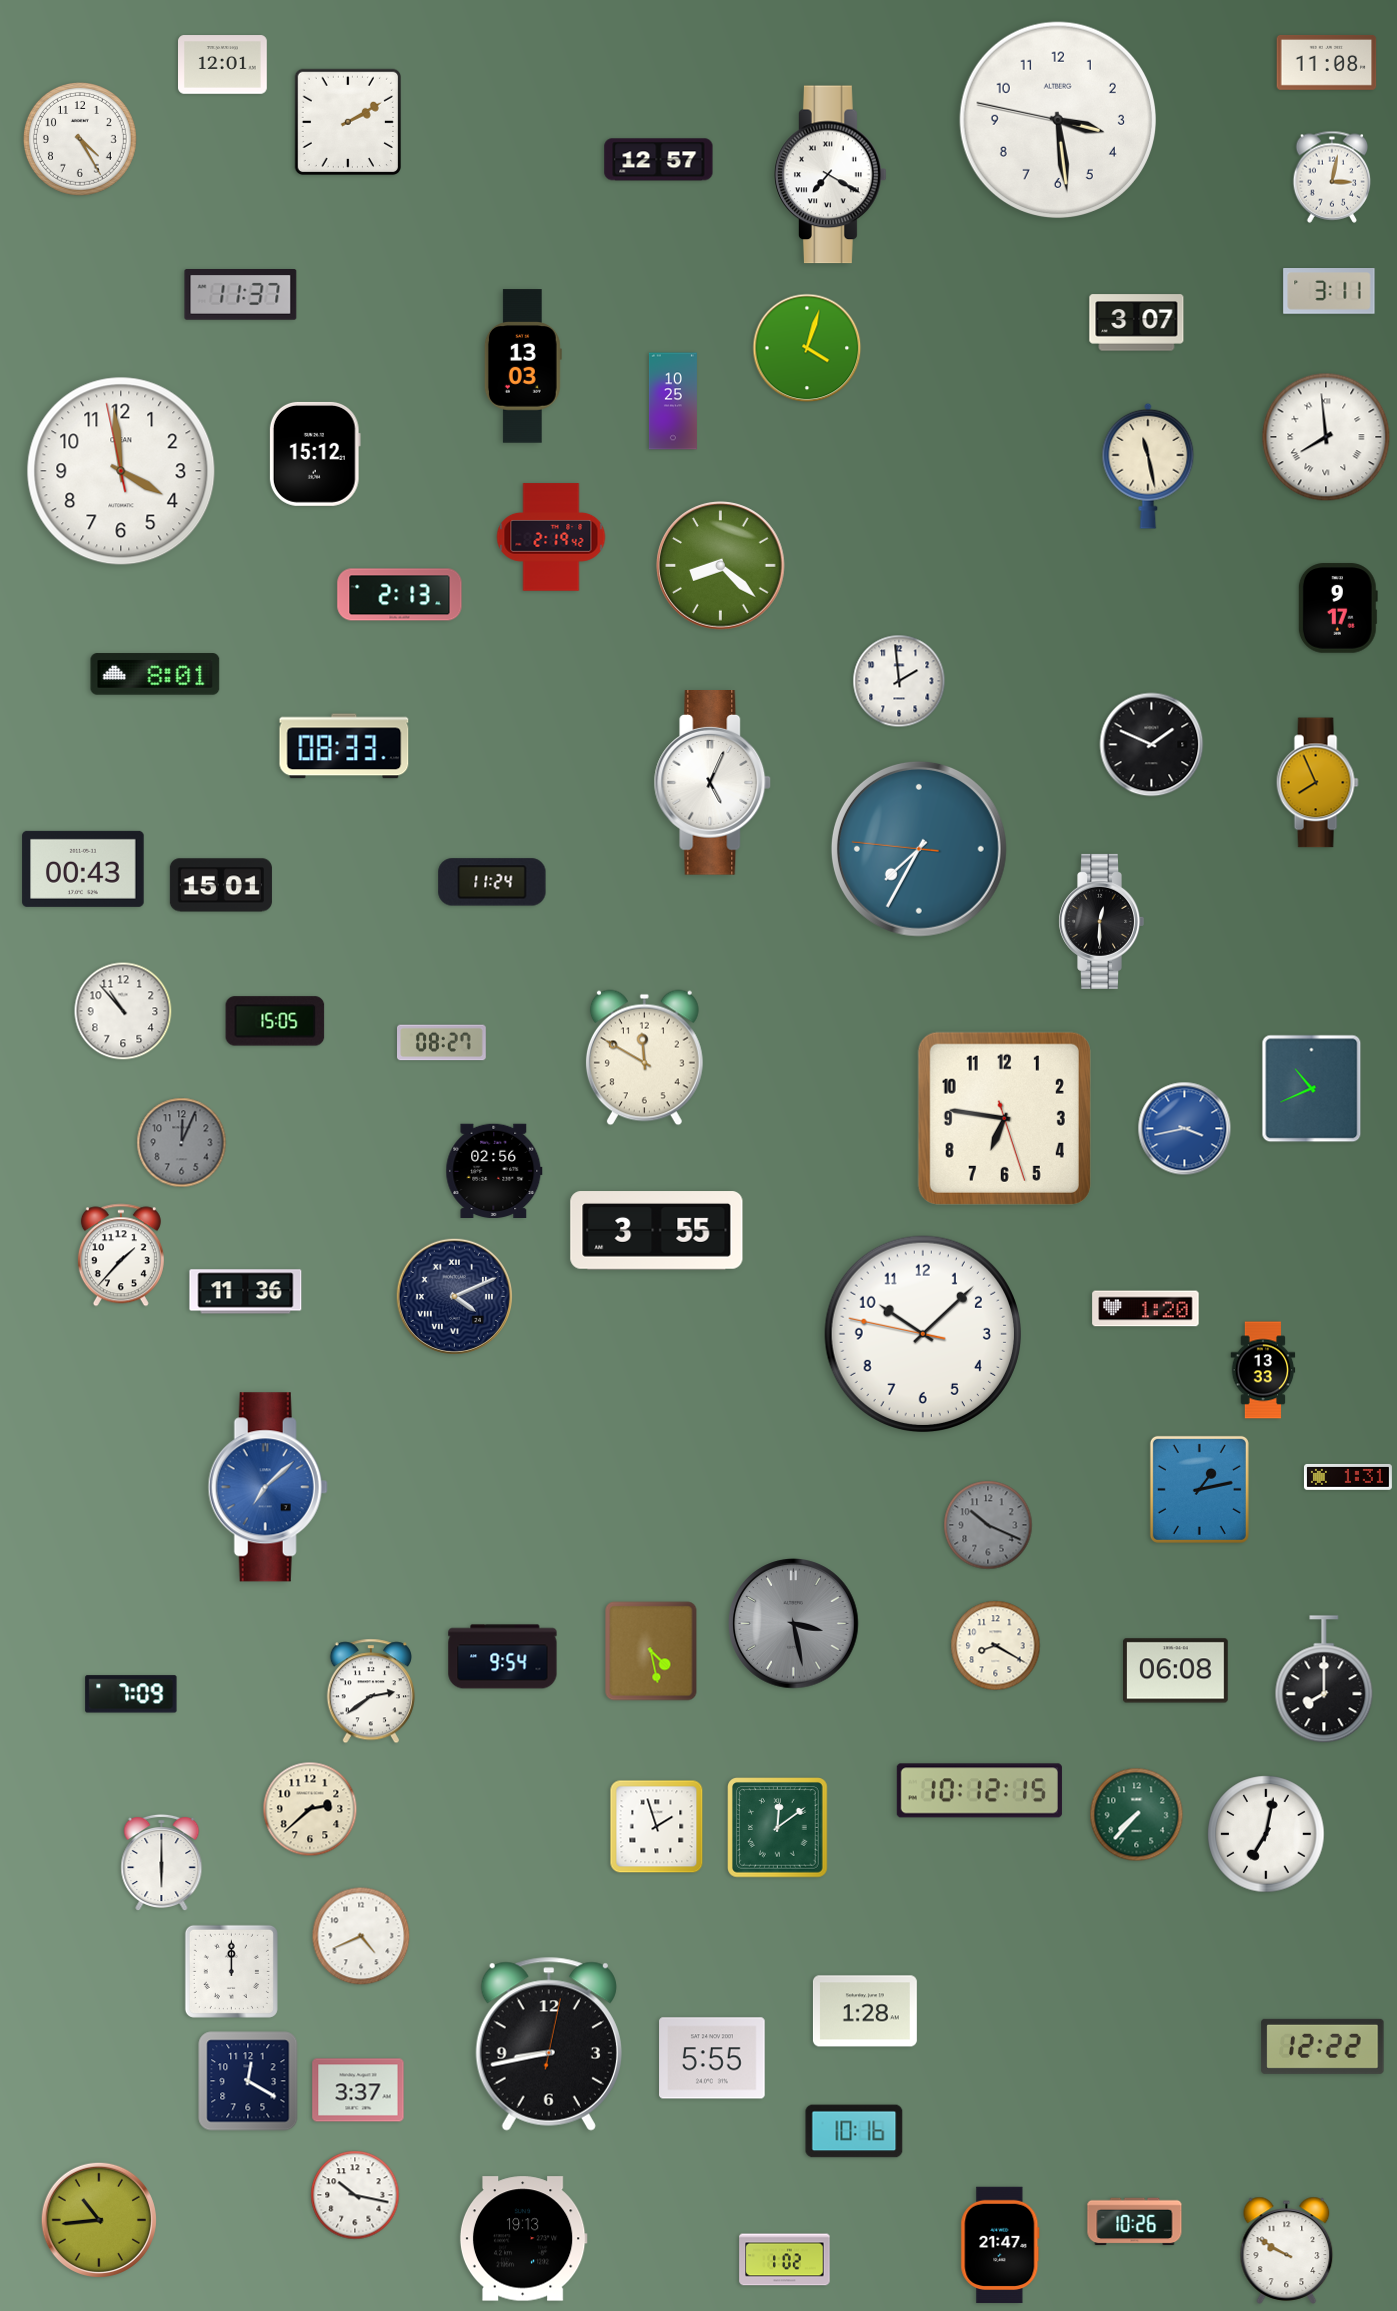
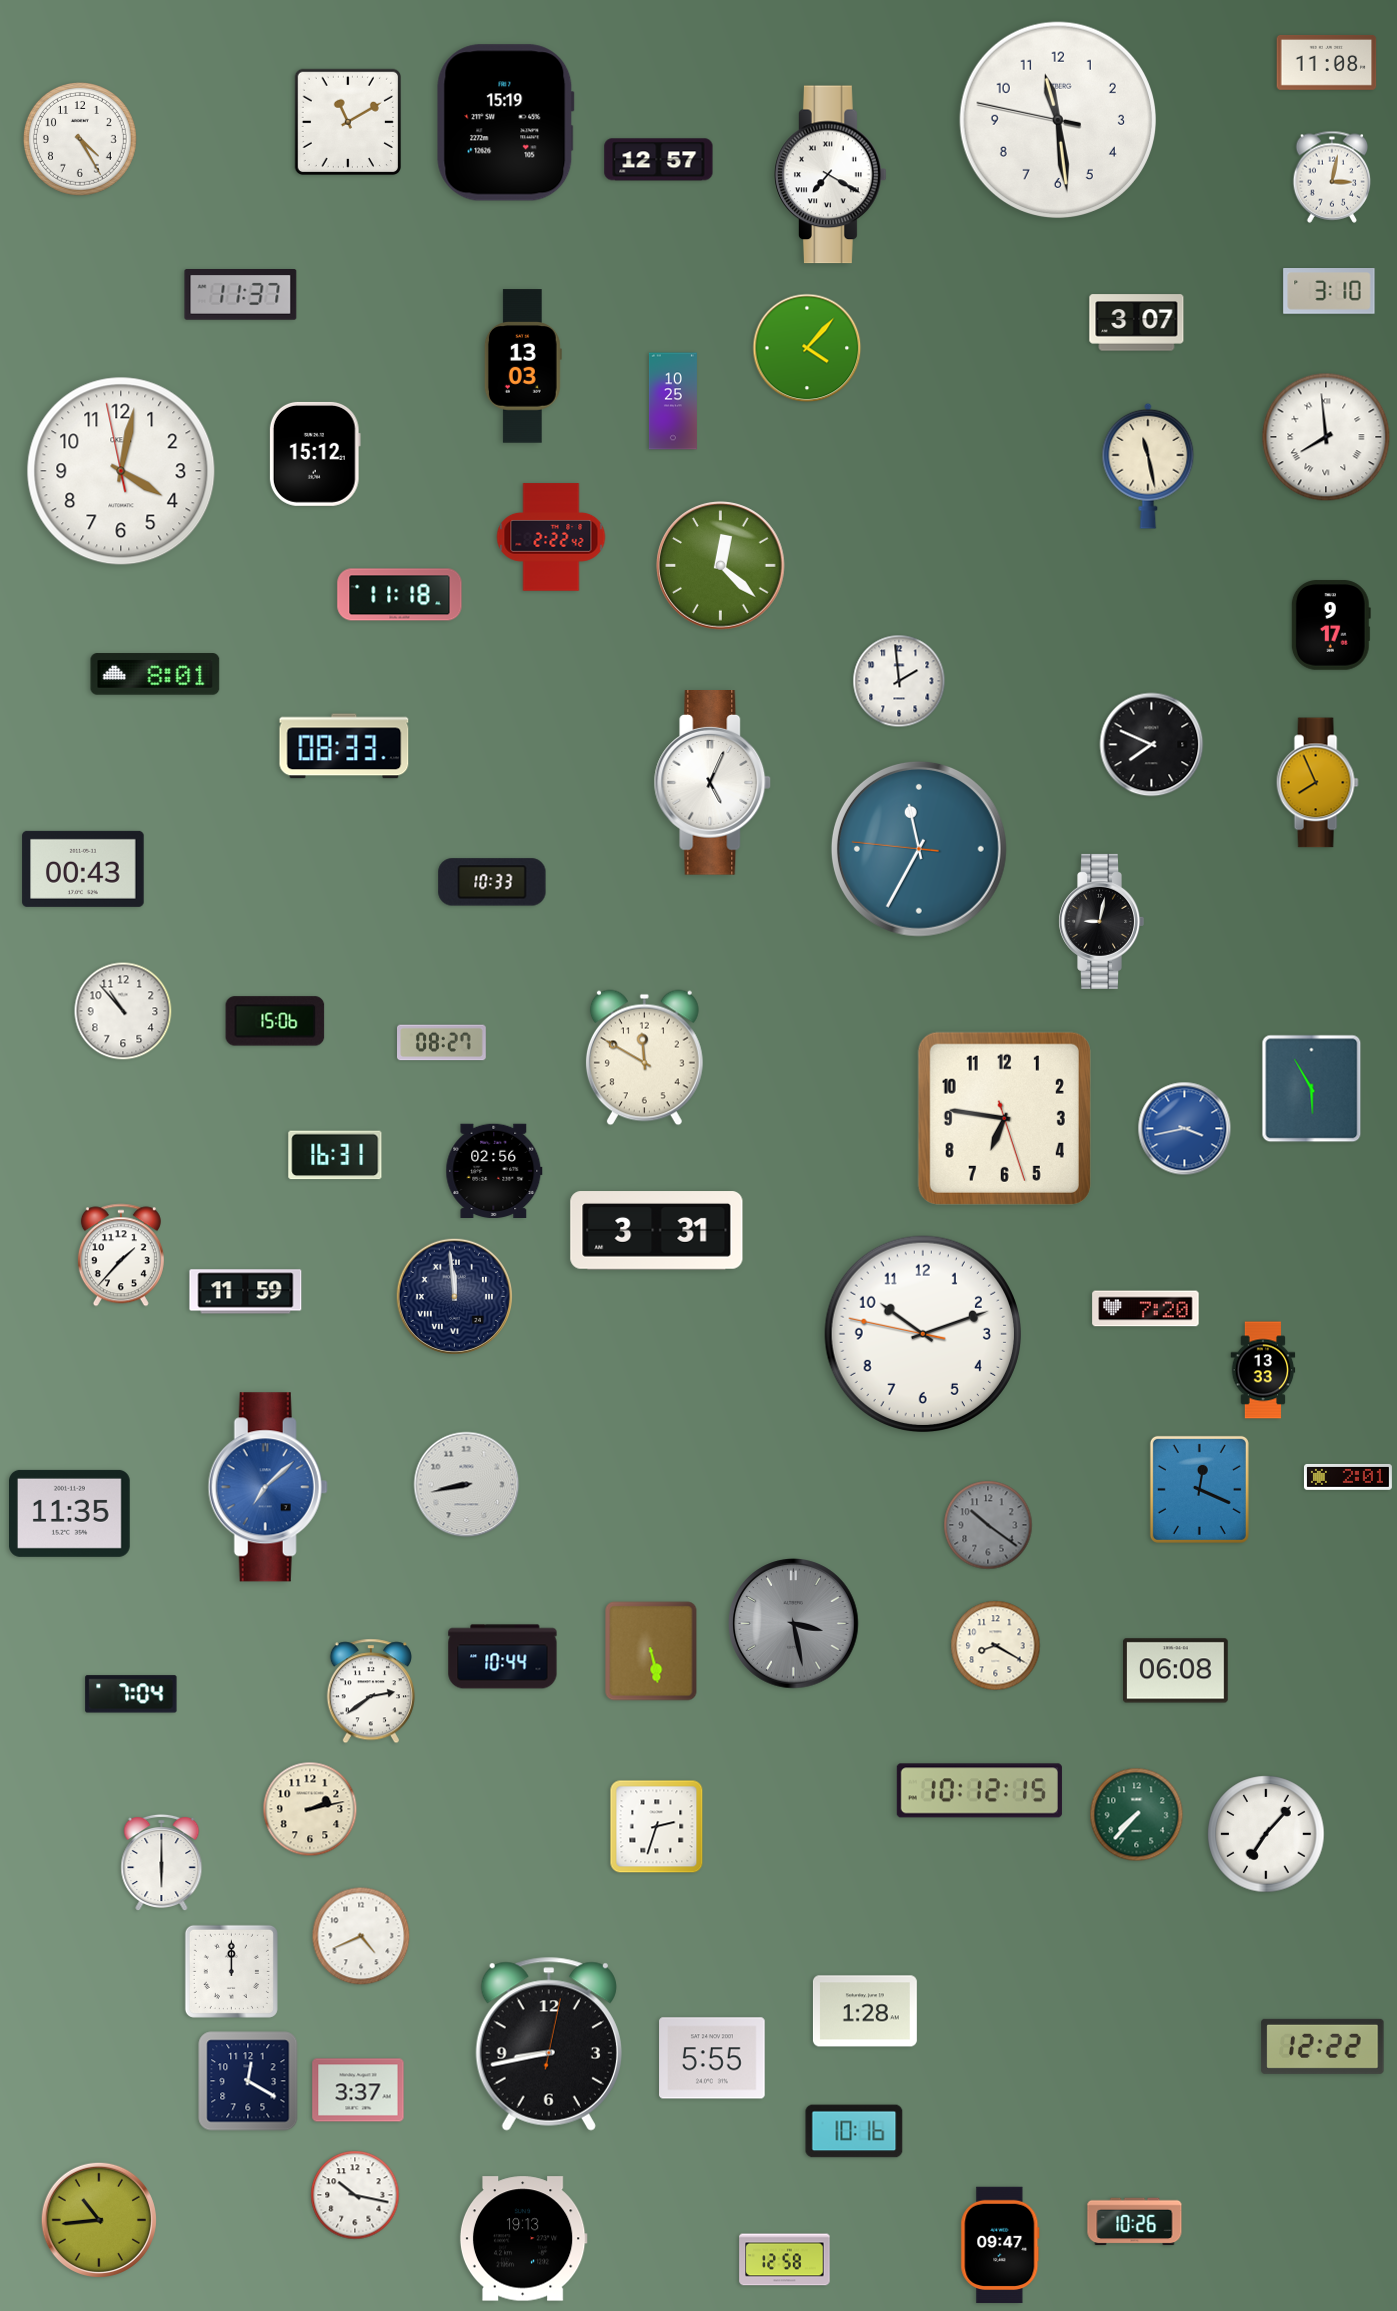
clock at (223, 65): 12:01 -> none
clock at (1057, 119): 3:28 -> 11:28
clock at (347, 121): 2:10 -> 11:10
clock at (505, 123): none -> 15:19
clock at (1329, 291): 3:11 -> 3:10
clock at (807, 348): 4:03 -> 4:07
clock at (121, 471): 3:58 -> 4:01
clock at (551, 537): 2:19 -> 2:22
clock at (721, 566): 8:22 -> 12:22
clock at (400, 595): 2:13 -> 11:18
clock at (1338, 608) position: (1338, 608) -> (1331, 625)
clock at (1152, 745): 1:49 -> 7:49
clock at (919, 849): 7:34 -> 11:34
clock at (492, 882): 11:24 -> 10:33
clock at (221, 885): 15:01 -> none
clock at (1101, 921): 12:30 -> 9:02
clock at (275, 1021): 15:05 -> 15:06
clock at (1312, 1089): 10:41 -> 5:55
clock at (182, 1143): 12:04 -> none
clock at (335, 1155): none -> 16:31
clock at (657, 1231): 3:55 -> 3:31
clock at (246, 1292): 11:36 -> 11:59
clock at (454, 1296): 4:11 -> 11:59
clock at (1146, 1309): 1:20 -> 7:20
clock at (922, 1333): 10:07 -> 10:11
clock at (1348, 1477): 1:31 -> 2:01
clock at (467, 1485): none -> 8:43
clock at (1199, 1489): 1:13 -> 12:19
clock at (70, 1513): none -> 11:35
clock at (988, 1525): 10:19 -> 10:21
clock at (651, 1651): 4:28 -> 5:28
clock at (503, 1657): 9:54 -> 10:44
clock at (1324, 1680): 8:00 -> none
clock at (131, 1694): 7:09 -> 7:04
clock at (310, 1809): 2:38 -> 2:13
clock at (657, 1827): 1:57 -> 2:33
clock at (778, 1828): 12:09 -> none
clock at (1266, 1834): 7:02 -> 7:07
clock at (1000, 2245): 21:47 -> 09:47
clock at (1287, 2250): 9:50 -> none
clock at (785, 2260): 1:02 -> 12:58
